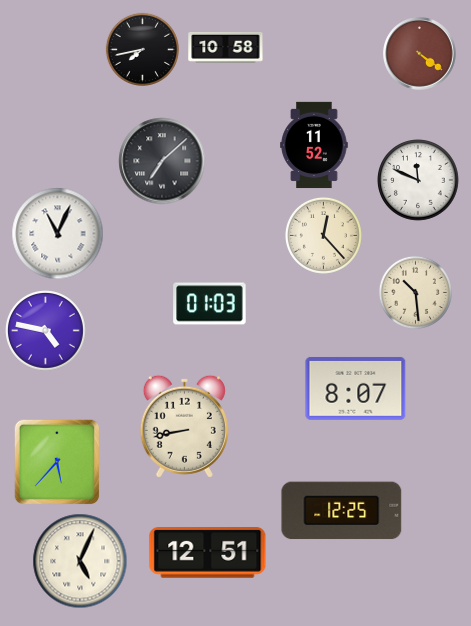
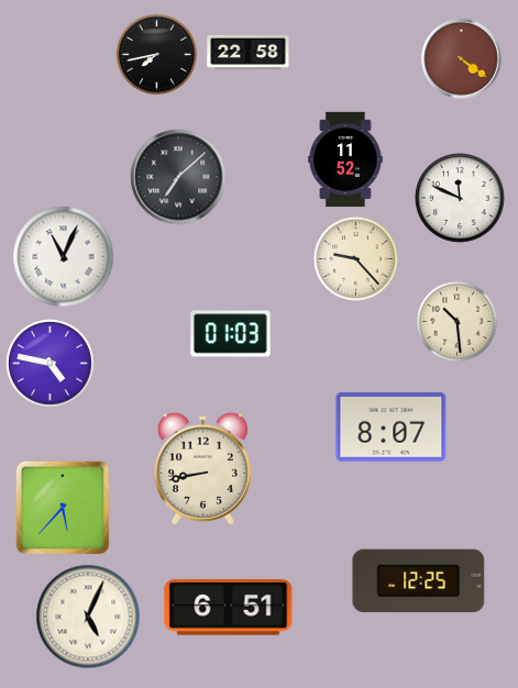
clock at (226, 47): 10:58 -> 22:58
clock at (323, 235): 12:23 -> 9:23
clock at (342, 511) position: (342, 511) -> (419, 581)
clock at (208, 553): 12:51 -> 6:51
